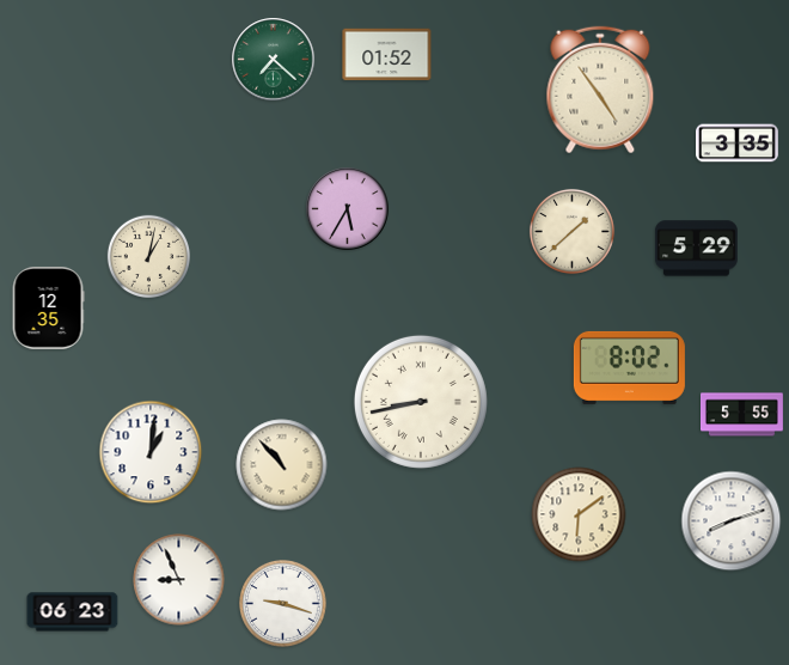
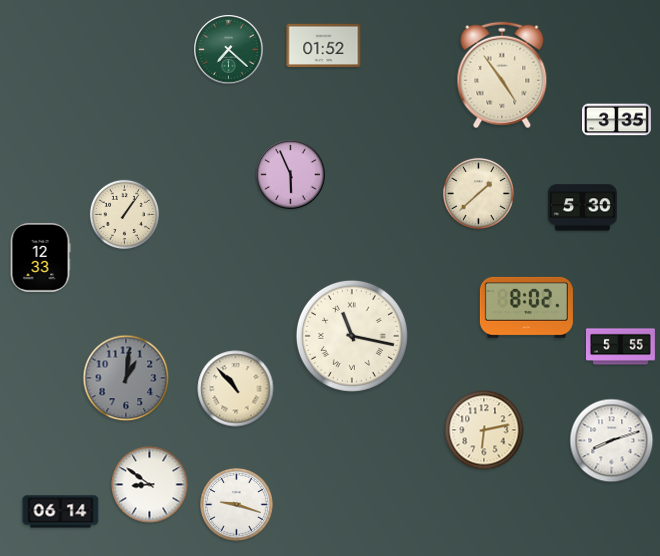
clock at (348, 209): 5:35 -> 5:56
clock at (696, 249): 5:29 -> 5:30
clock at (148, 256): 1:02 -> 1:06
clock at (48, 307): 12:35 -> 12:33
clock at (421, 402): 8:43 -> 11:17
clock at (151, 452) dial: white -> grey
clock at (579, 514): 6:09 -> 6:13
clock at (732, 521) position: (732, 521) -> (612, 441)
clock at (179, 580): 8:56 -> 8:51
clock at (73, 612): 06:23 -> 06:14
